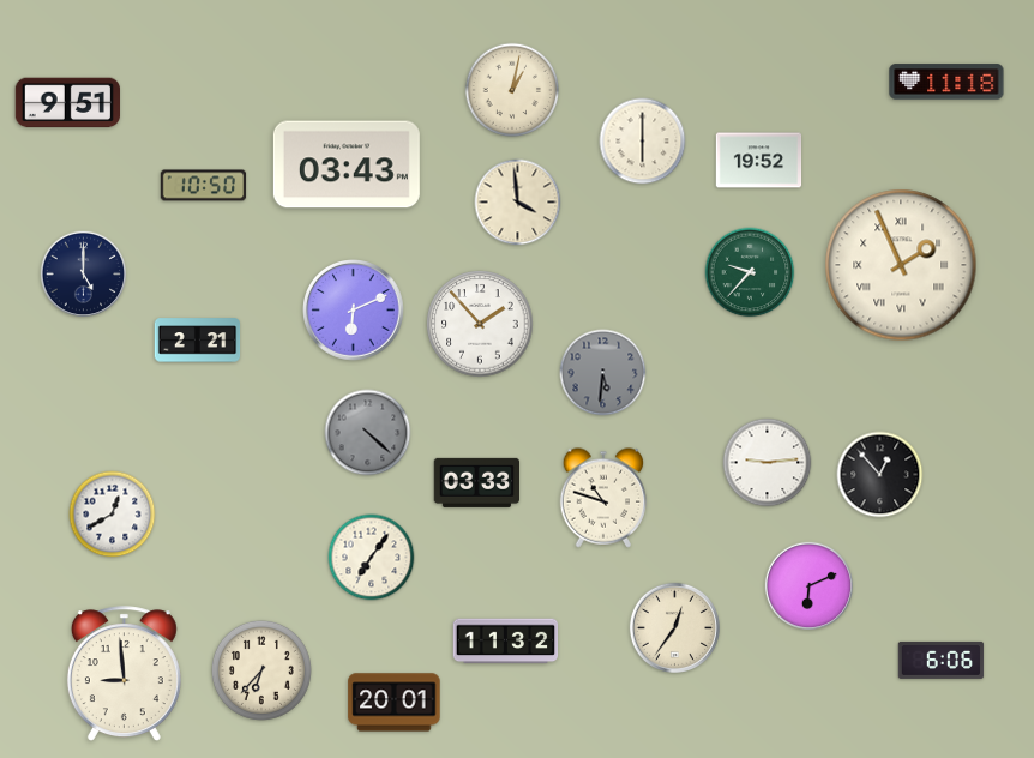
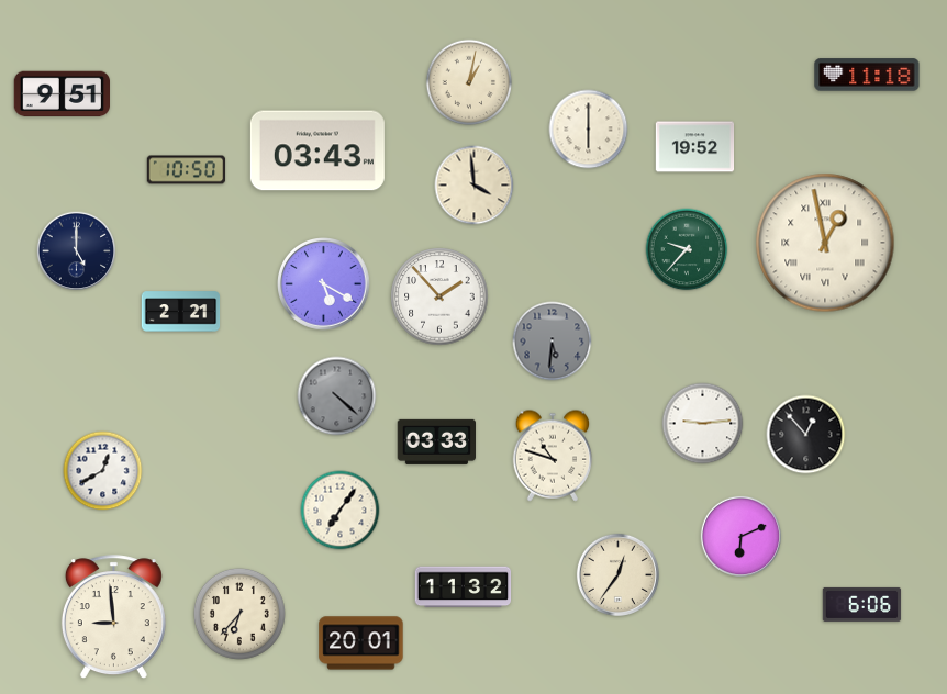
clock at (901, 265): 1:56 -> 12:58
clock at (354, 311): 6:11 -> 5:20
